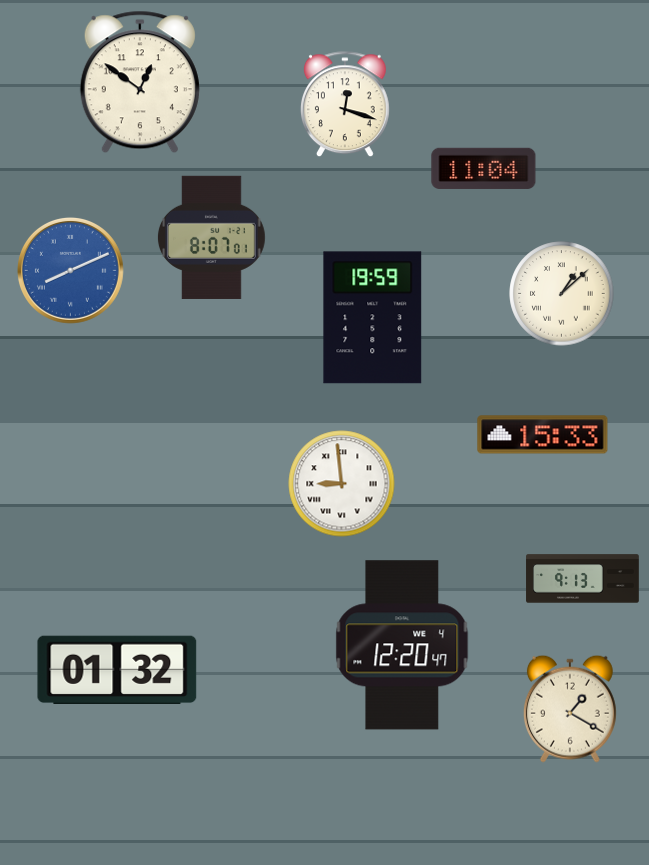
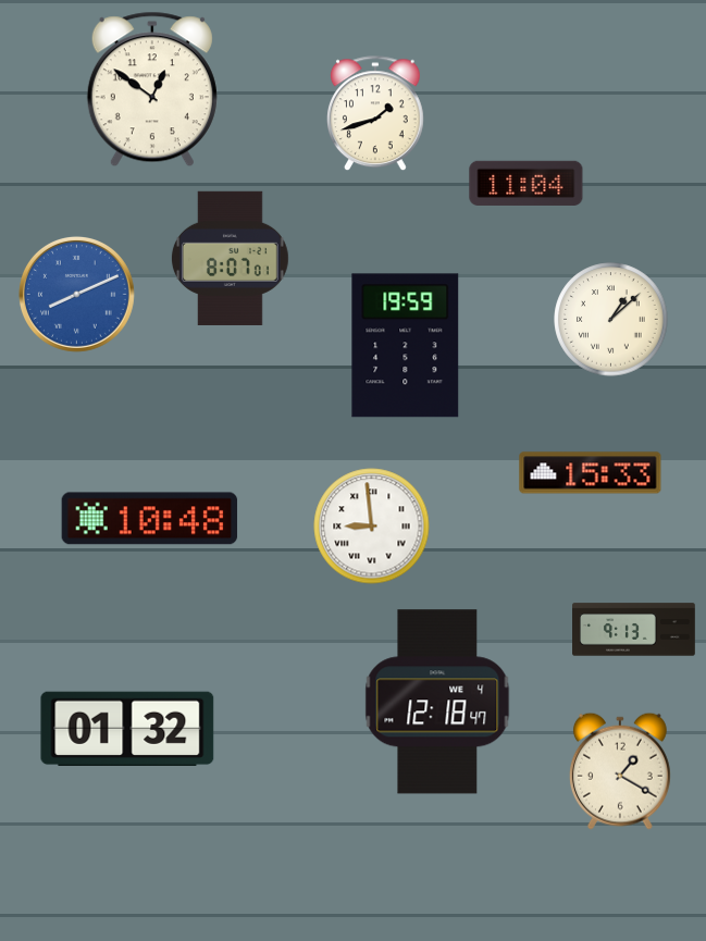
clock at (345, 105): 12:18 -> 1:42
clock at (150, 519): none -> 10:48
clock at (402, 645): 12:20 -> 12:18
